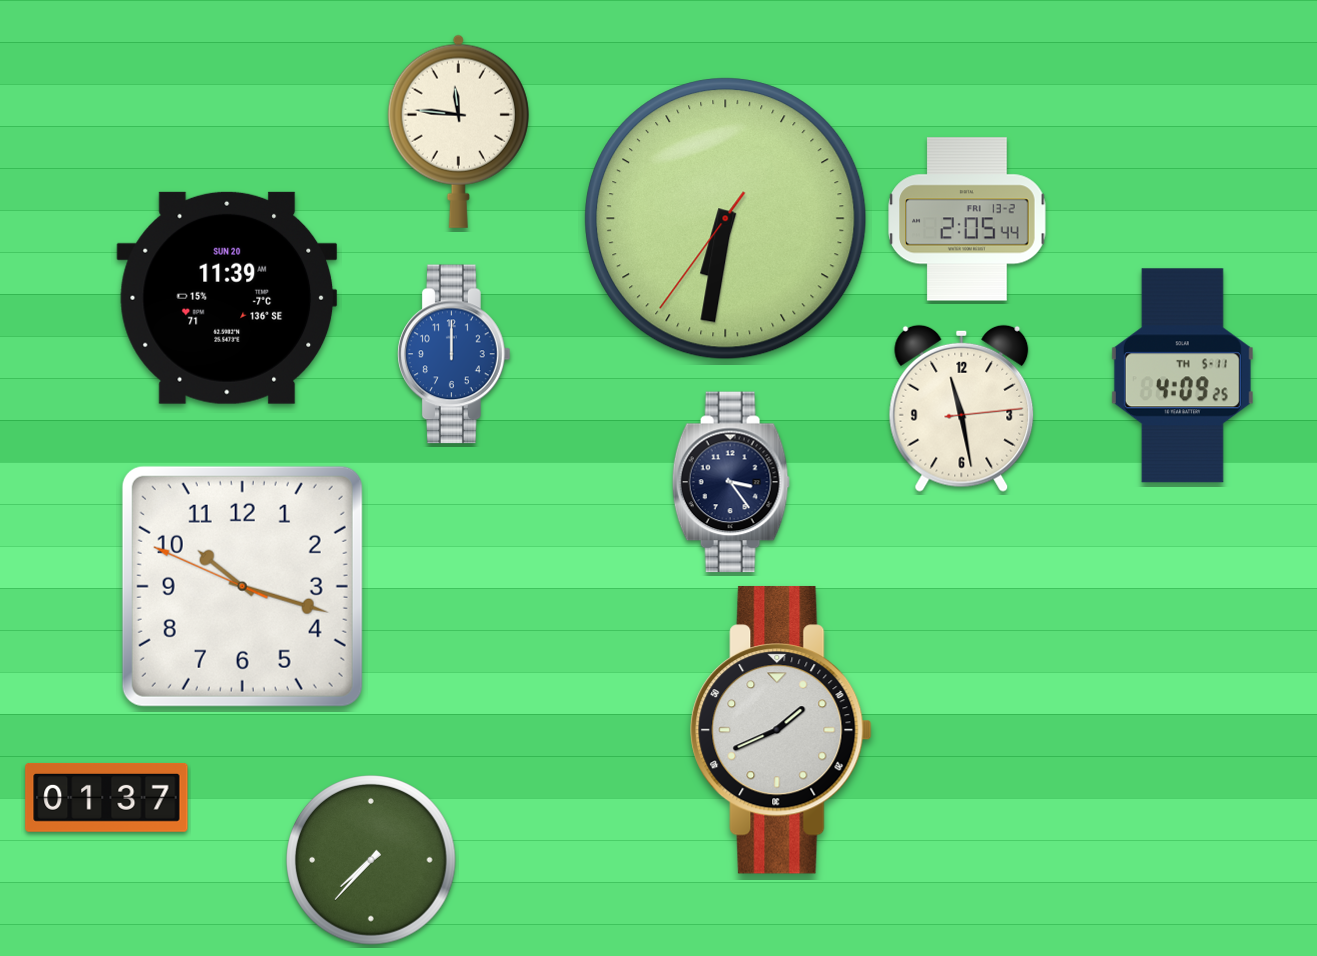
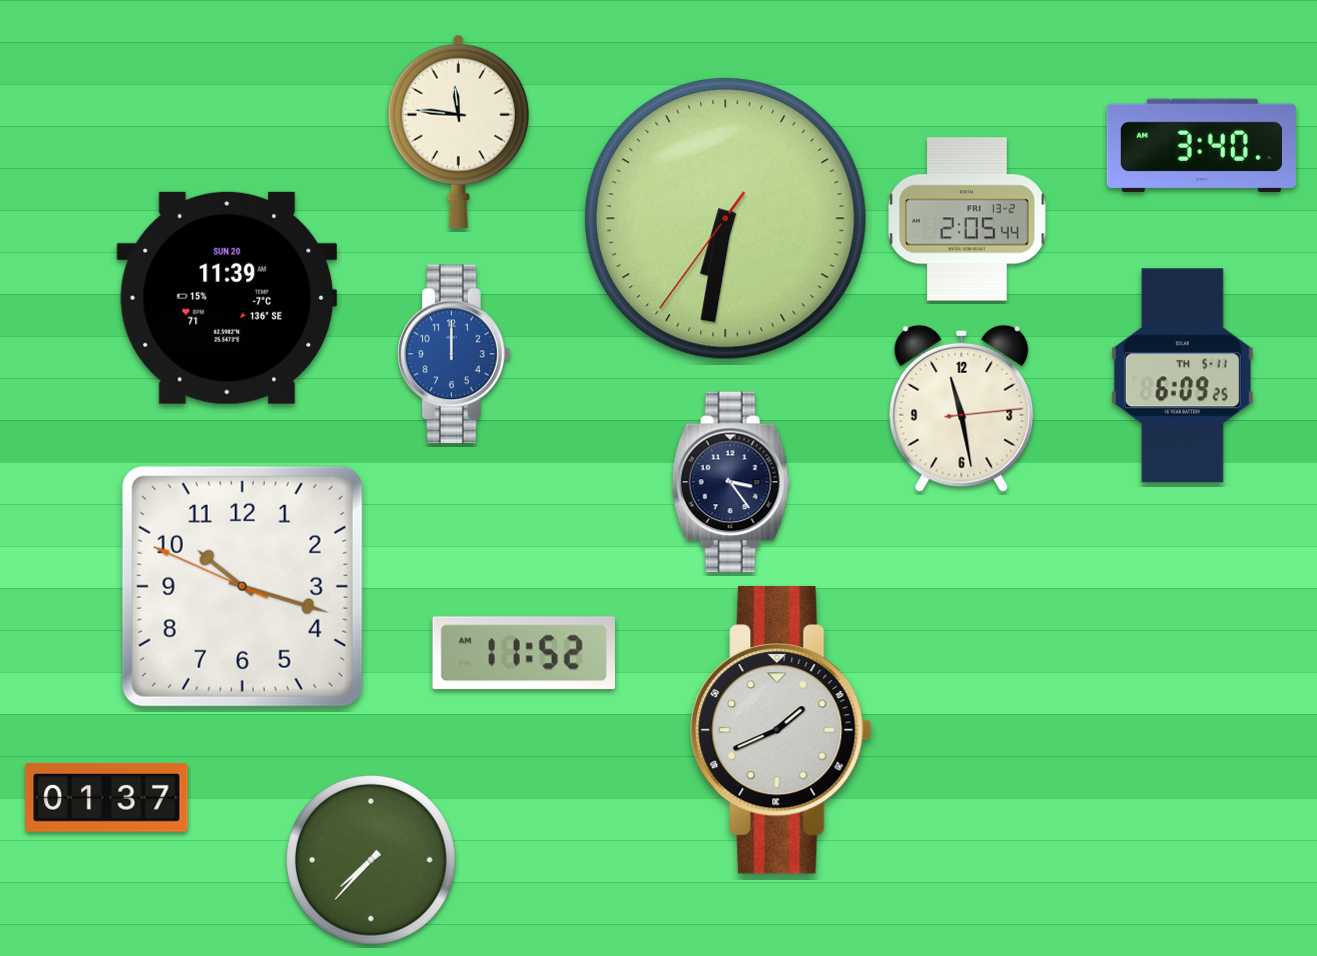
clock at (1201, 145): none -> 3:40
clock at (1182, 376): 4:09 -> 6:09
clock at (524, 653): none -> 11:52
